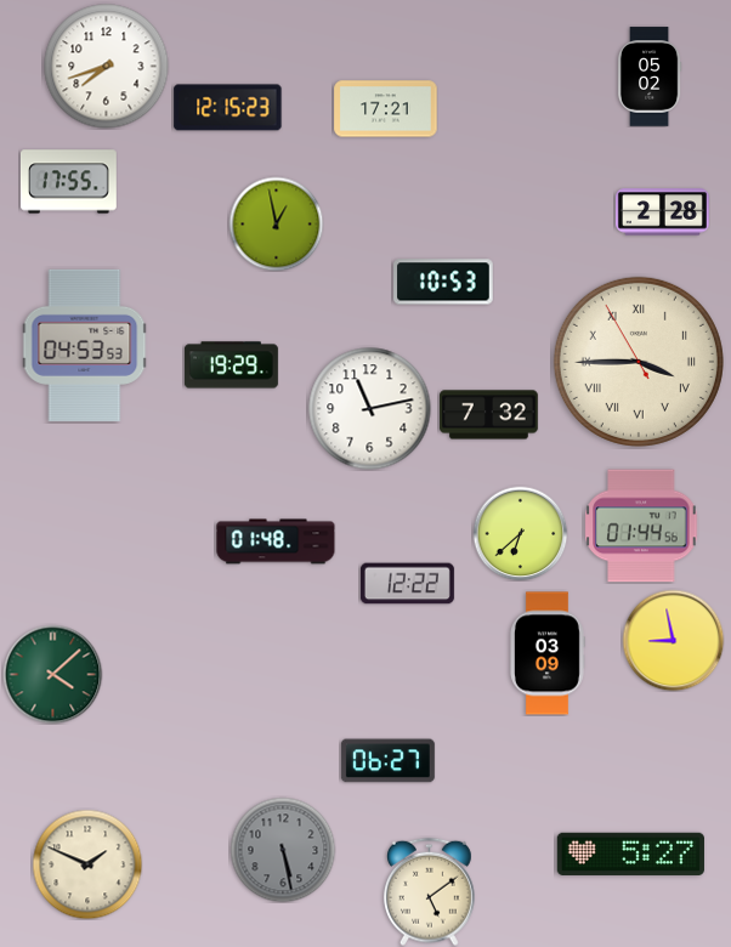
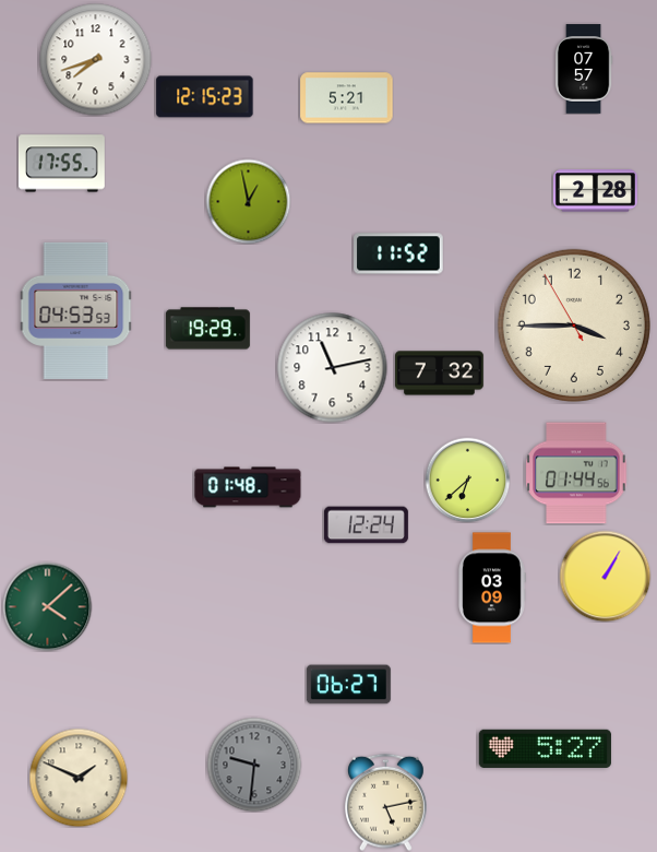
clock at (650, 76): 05:02 -> 07:57
clock at (386, 109): 17:21 -> 5:21
clock at (443, 282): 10:53 -> 11:52
clock at (639, 362) numerals: Roman -> Arabic
clock at (407, 584): 12:22 -> 12:24
clock at (673, 640): 8:58 -> 1:05
clock at (283, 850): 5:28 -> 9:31
clock at (630, 854) position: (630, 854) -> (545, 748)
clock at (430, 891): 5:09 -> 5:13
